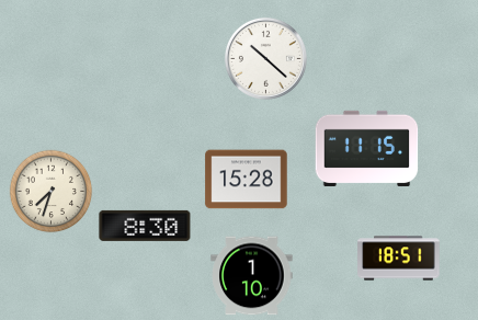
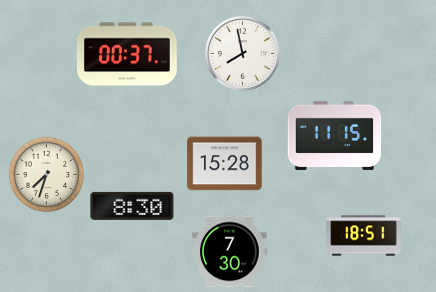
clock at (265, 58): 10:22 -> 7:58
clock at (127, 54): none -> 00:37
clock at (252, 276): 1:10 -> 7:30
